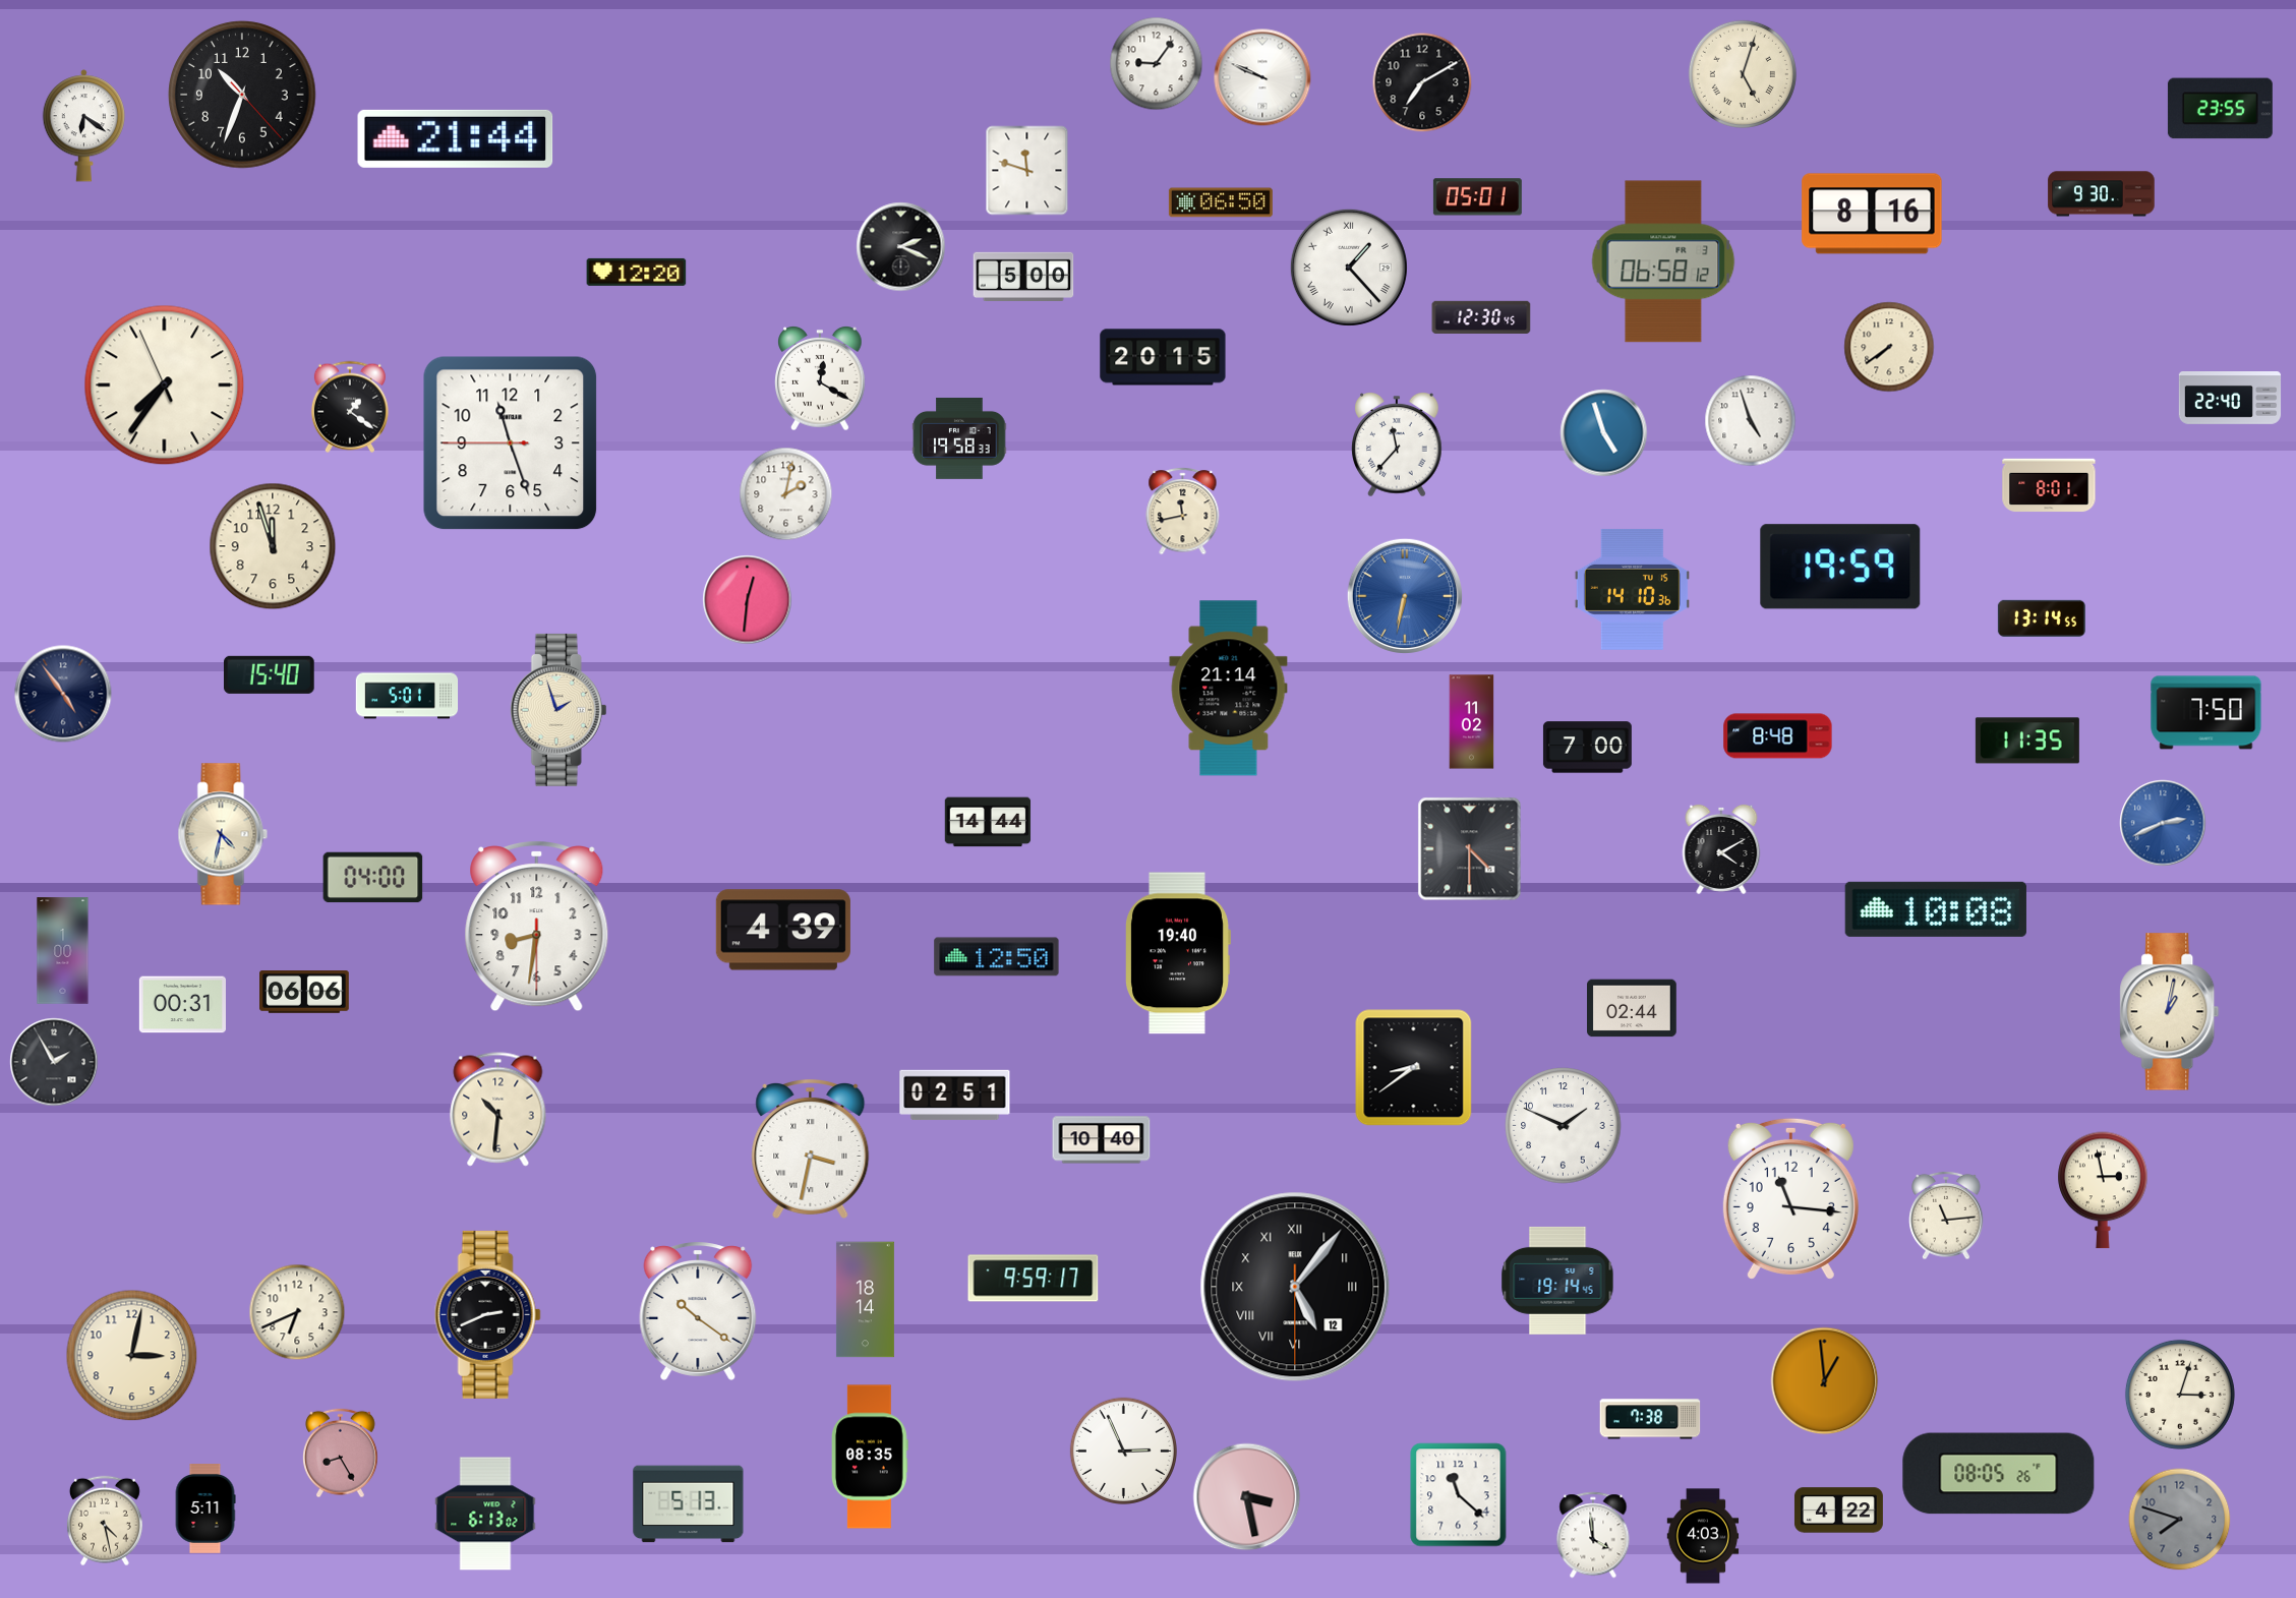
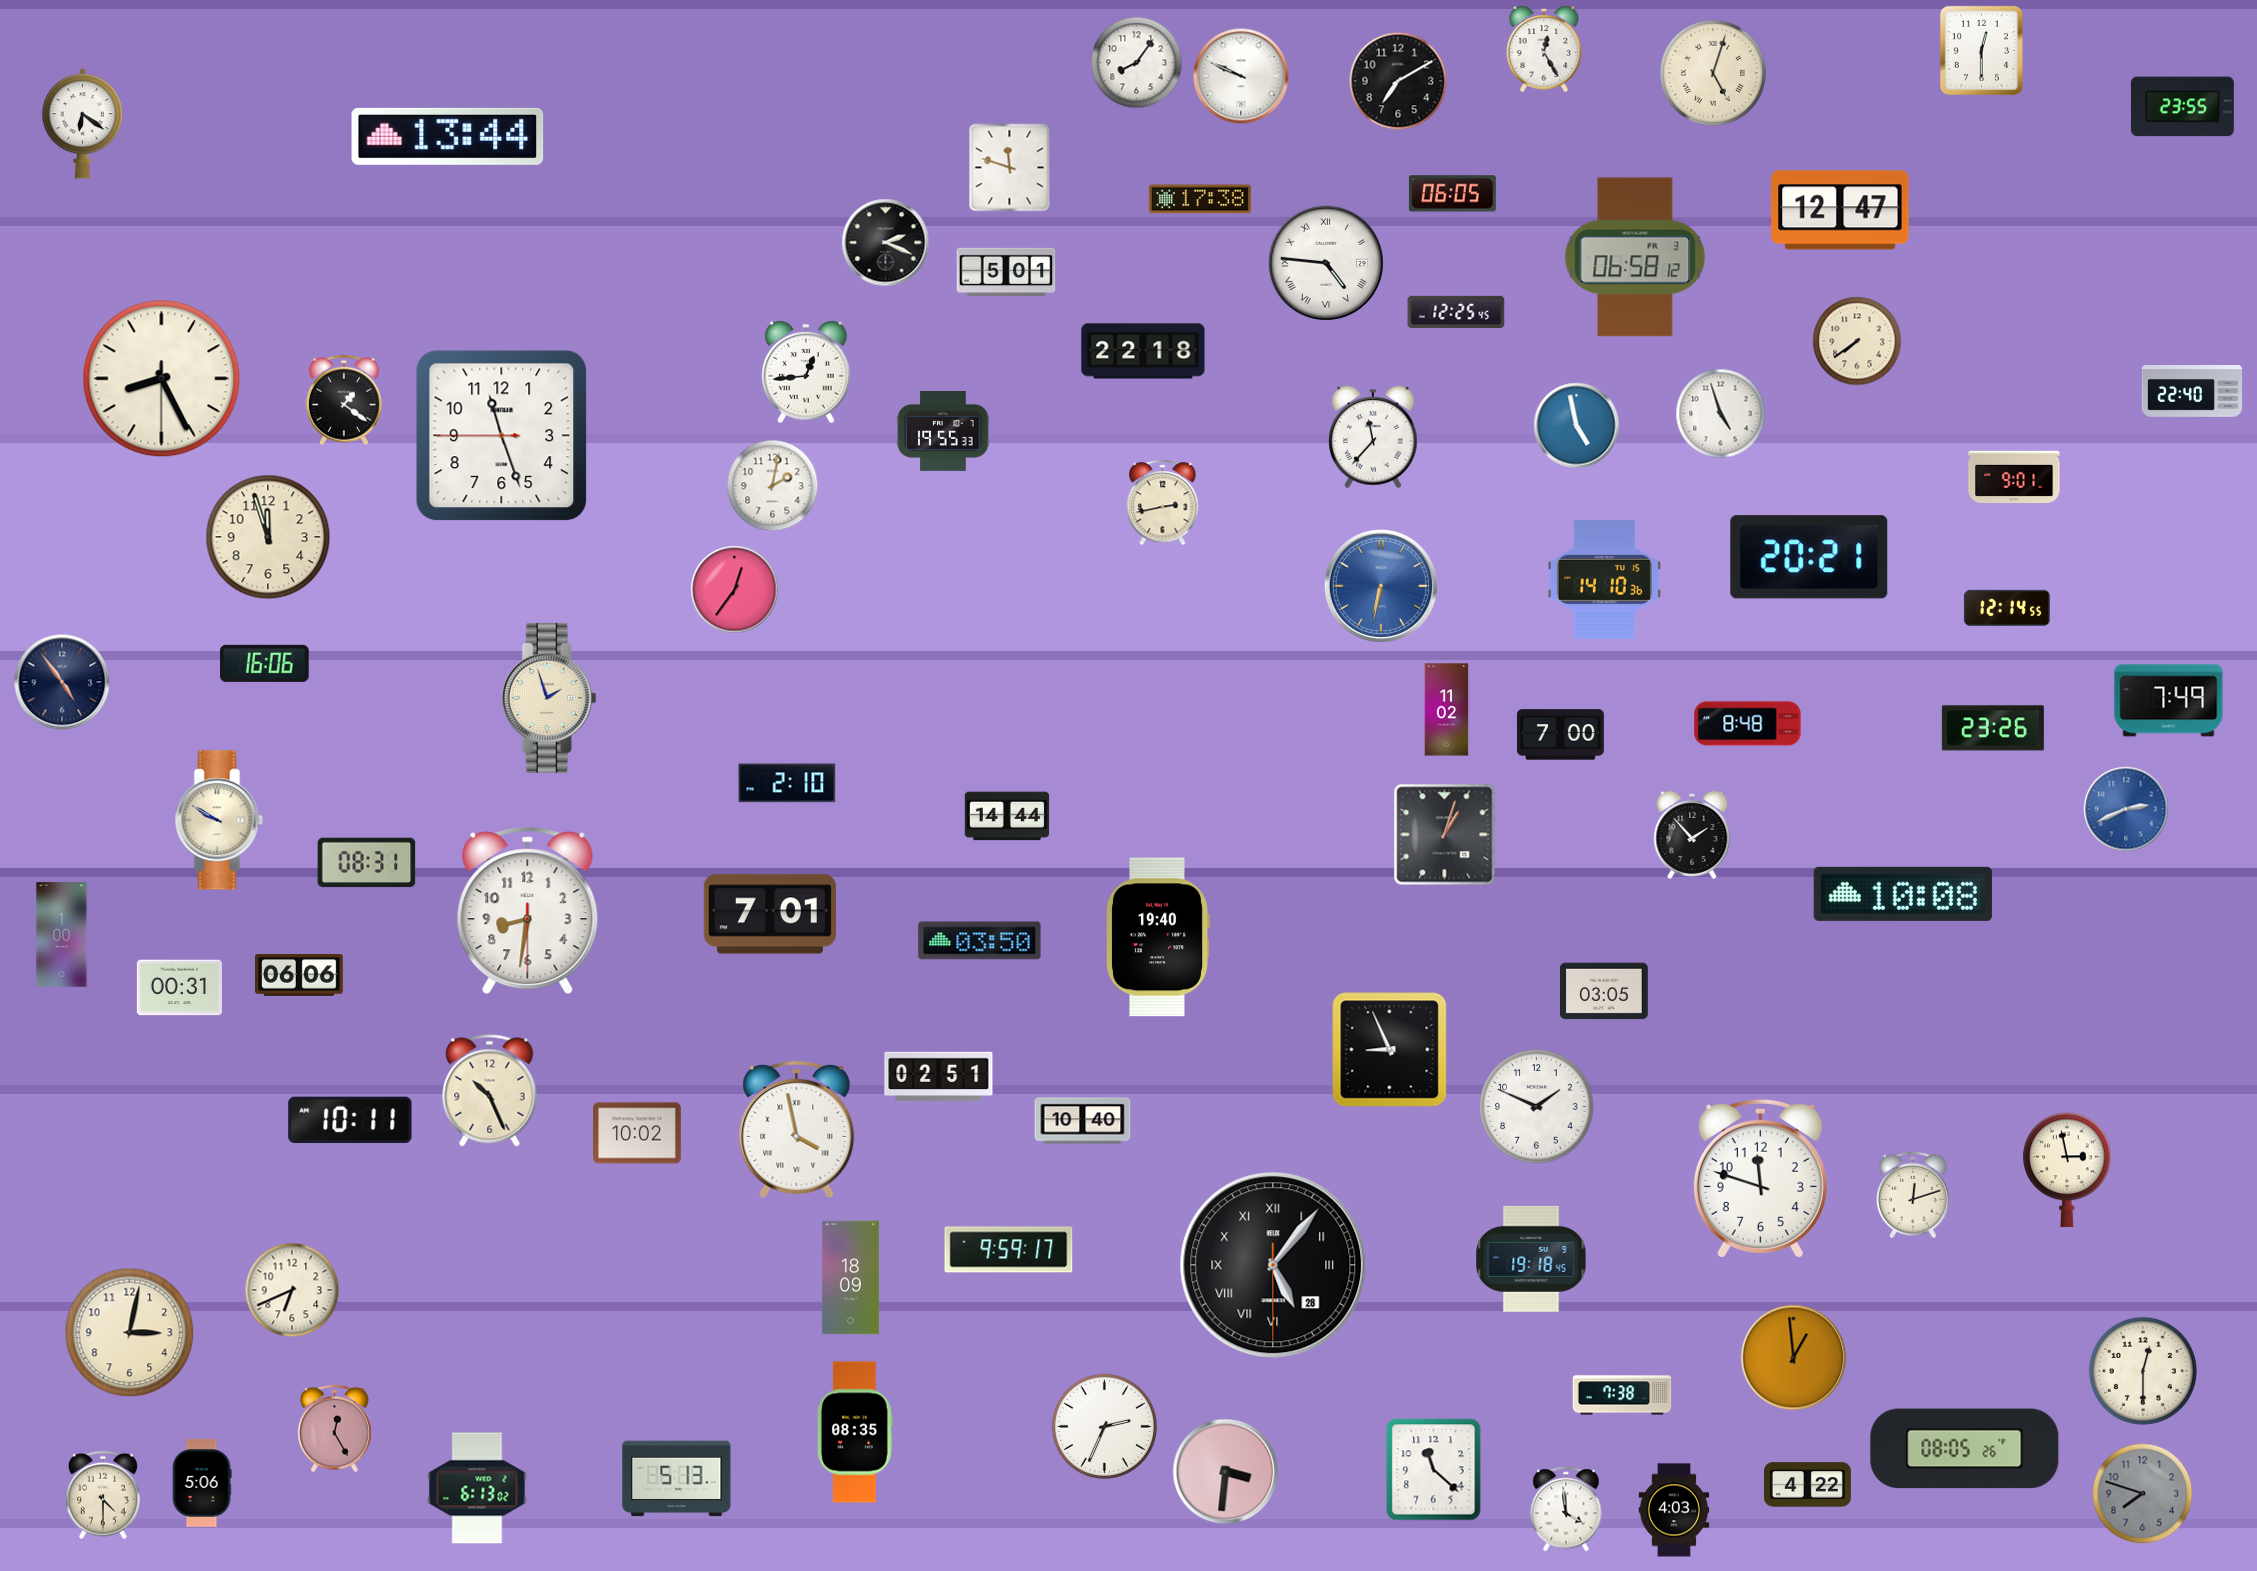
clock at (1544, 49): none -> 12:25
clock at (1981, 50): none -> 12:30
clock at (1157, 64): 9:06 -> 8:06
clock at (242, 95): 10:33 -> none
clock at (456, 138): 21:44 -> 13:44
clock at (2102, 194): 9:30 -> none
clock at (1477, 197): 05:01 -> 06:05
clock at (1221, 202): 06:50 -> 17:38
clock at (1872, 214): 8:16 -> 12:47
clock at (1349, 268): 1:23 -> 4:46
clock at (637, 272): 12:20 -> none
clock at (1023, 277): 5:00 -> 5:01
clock at (1481, 316): 12:30 -> 12:25
clock at (1163, 357): 20:15 -> 22:18
clock at (820, 379): 12:20 -> 12:44
clock at (165, 386): 7:35 -> 8:25
clock at (1604, 433): 4:57 -> 4:58
clock at (959, 438): 19:58 -> 19:55
clock at (2049, 485): 8:01 -> 9:01
clock at (1183, 512): 11:43 -> 2:43
clock at (1840, 567): 19:59 -> 20:21
clock at (748, 600): 12:31 -> 12:36
clock at (2042, 618): 13:14 -> 12:14
clock at (270, 674): 15:40 -> 16:06
clock at (1229, 689): 21:14 -> none
clock at (407, 696): 5:01 -> none
clock at (2206, 713): 7:50 -> 7:49
clock at (2027, 741): 11:35 -> 23:26
clock at (787, 783): none -> 2:10
clock at (988, 822) position: (988, 822) -> (1007, 816)
clock at (223, 834): 4:32 -> 9:50
clock at (1470, 849): 4:30 -> 1:03
clock at (1721, 849): 4:10 -> 1:53
clock at (373, 878): 04:00 -> 08:31
clock at (783, 930): 4:39 -> 7:01
clock at (997, 957): 12:50 -> 03:50
clock at (1633, 1008): 02:44 -> 03:05
clock at (2170, 1012): 1:02 -> none
clock at (54, 1062): 1:55 -> none
clock at (1414, 1068): 8:39 -> 8:56
clock at (498, 1110): 10:31 -> 10:26
clock at (350, 1120): none -> 10:11
clock at (811, 1148): 3:32 -> 3:58
clock at (638, 1133): none -> 10:02
clock at (1790, 1198): 11:16 -> 11:48
clock at (1946, 1216): 11:14 -> 12:12
clock at (1034, 1279) position: (1034, 1279) -> (1009, 1250)
clock at (1557, 1281): 19:14 -> 19:18
clock at (1295, 1287) date: 12 -> 28
clock at (865, 1300): 18:14 -> 18:09
clock at (698, 1311): 10:21 -> none
clock at (487, 1314): 2:41 -> none
clock at (2180, 1395): 3:03 -> 12:30
clock at (1123, 1451): 2:56 -> 2:34
clock at (341, 1454): 8:25 -> 12:25
clock at (1247, 1497): 3:28 -> 3:31
clock at (205, 1508): 5:11 -> 5:06
clock at (105, 1521): 4:28 -> 4:30
